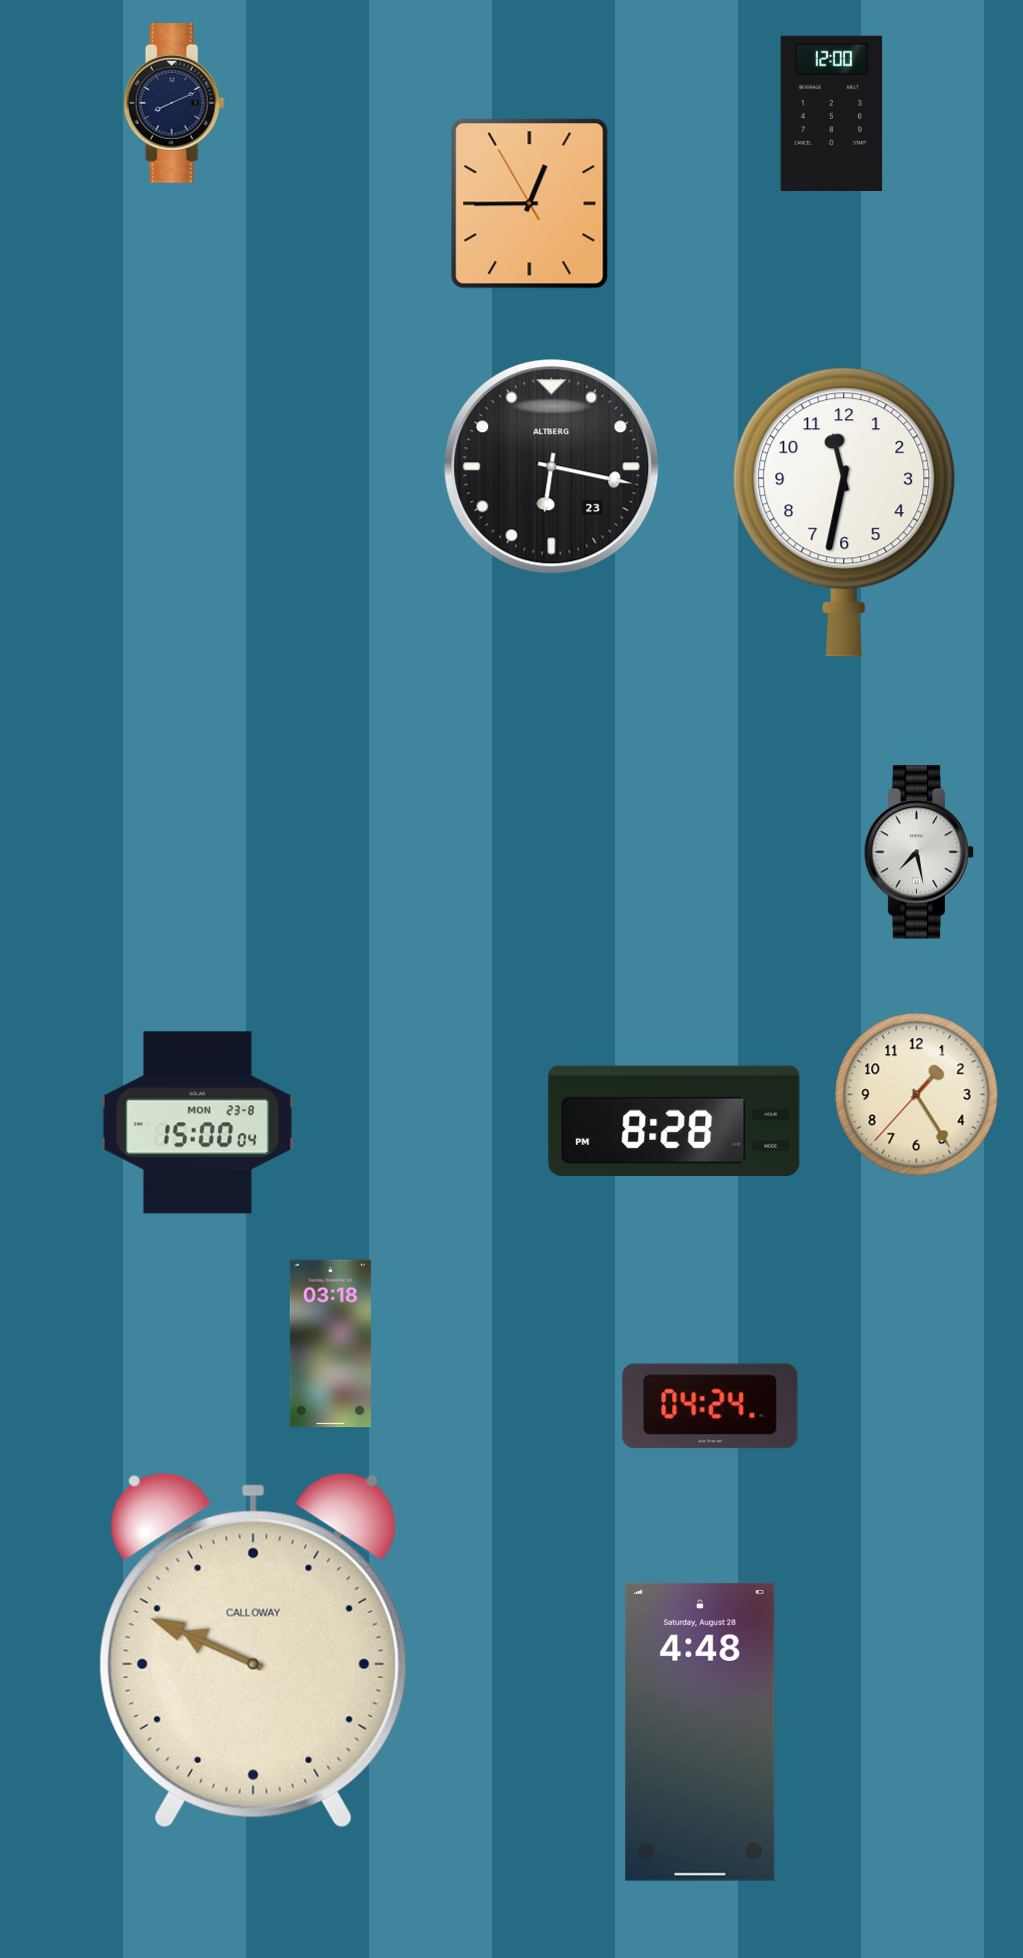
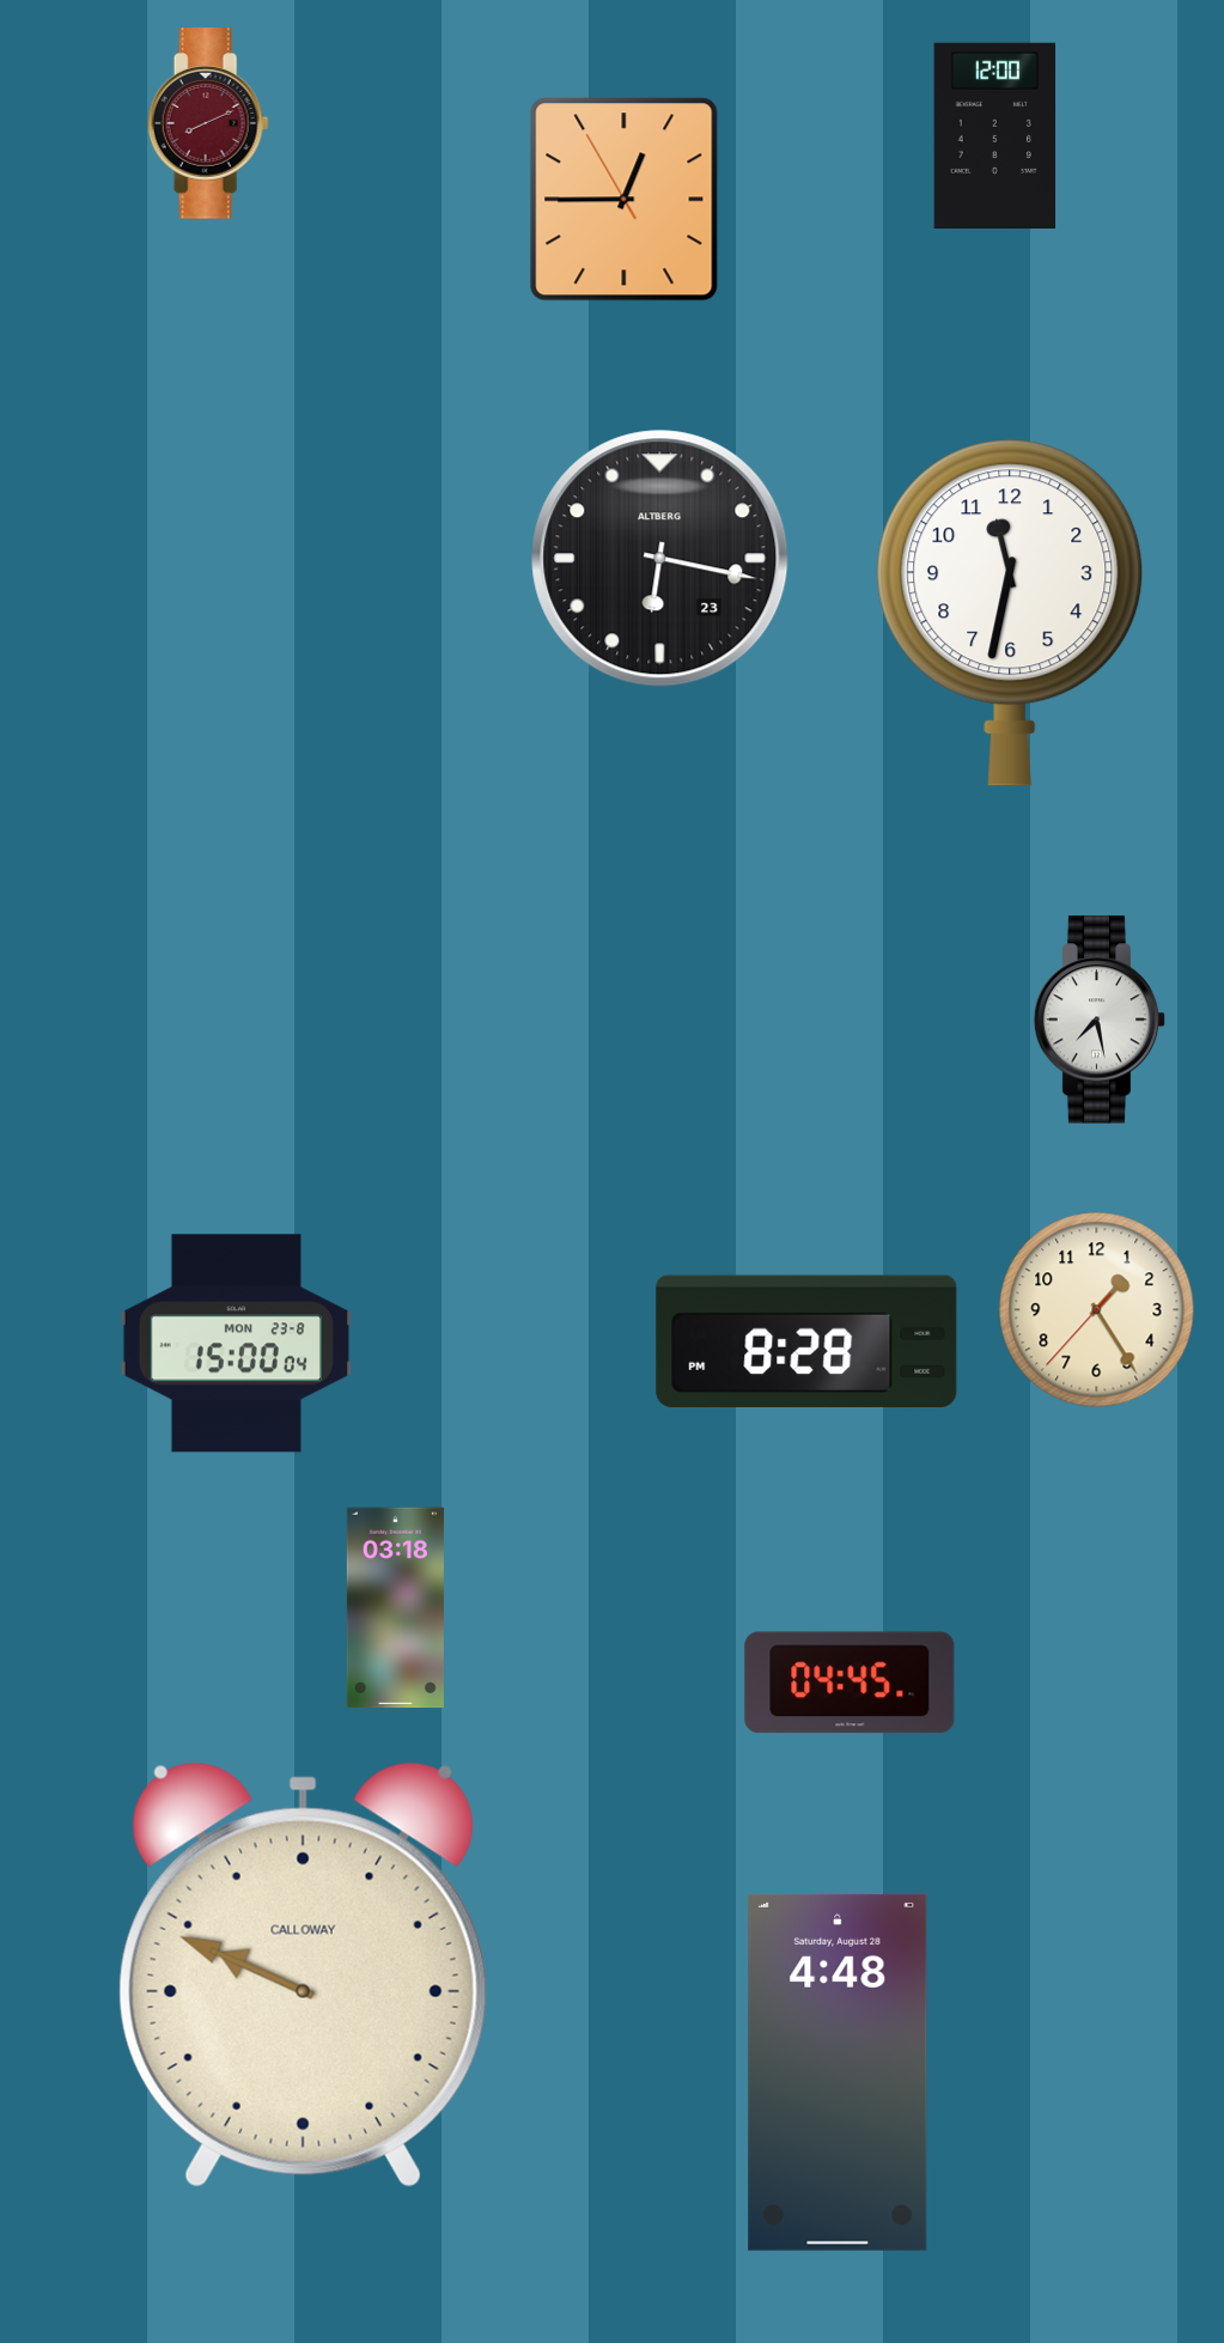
clock at (174, 103) dial: navy -> burgundy
clock at (530, 204) position: (530, 204) -> (625, 200)
clock at (710, 1406): 04:24 -> 04:45
